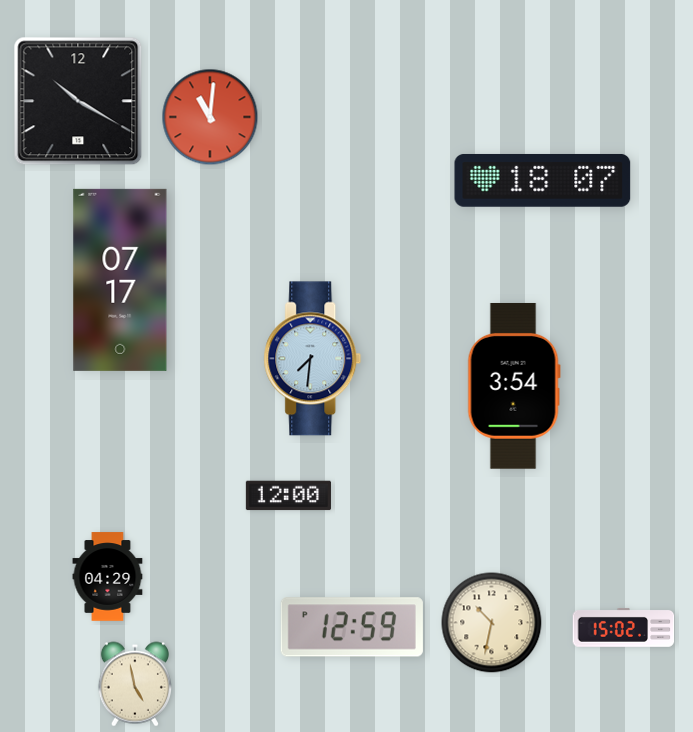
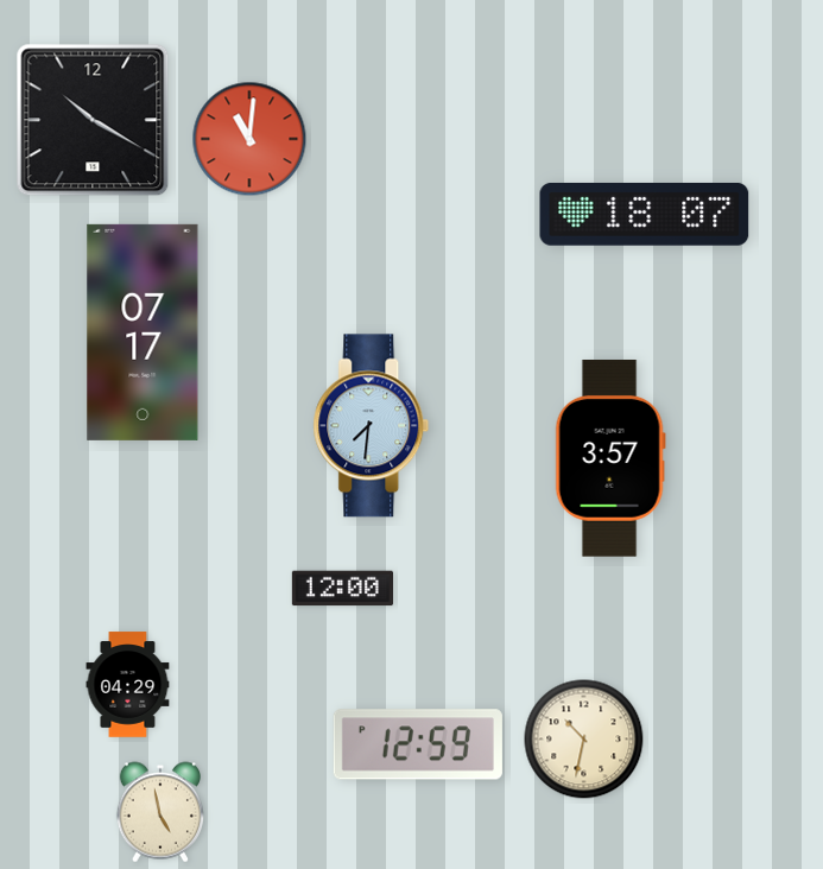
clock at (514, 386): 3:54 -> 3:57
clock at (624, 628): 15:02 -> none
